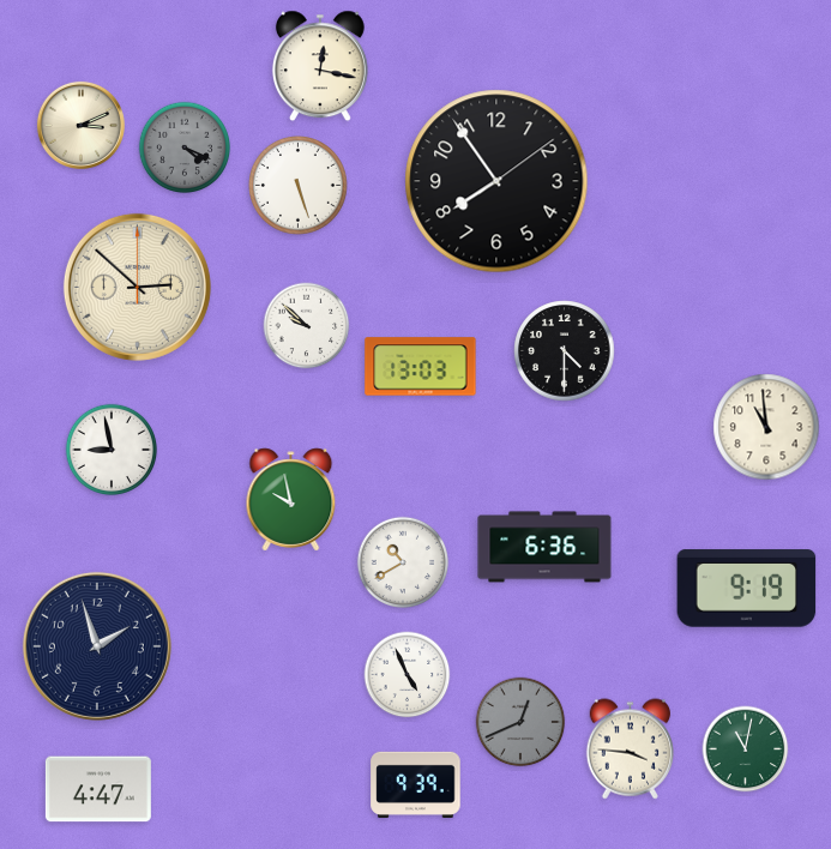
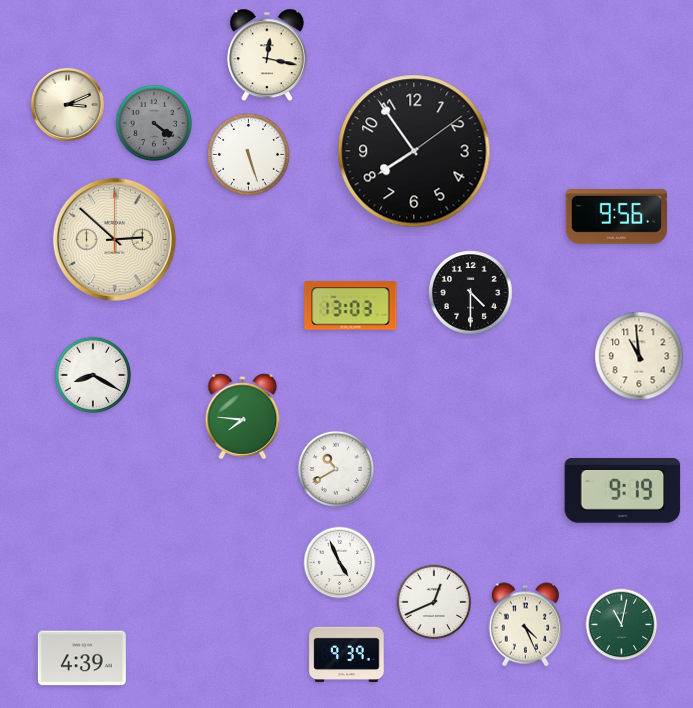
clock at (185, 147): 4:19 -> 4:21
clock at (617, 217): none -> 9:56
clock at (307, 326): 9:52 -> none
clock at (112, 450): 8:58 -> 8:20
clock at (291, 500): 9:58 -> 7:46
clock at (544, 547): 6:36 -> none
clock at (97, 646): 1:57 -> none
clock at (520, 722) dial: grey -> white
clock at (630, 749): 3:46 -> 4:26
clock at (98, 789): 4:47 -> 4:39
